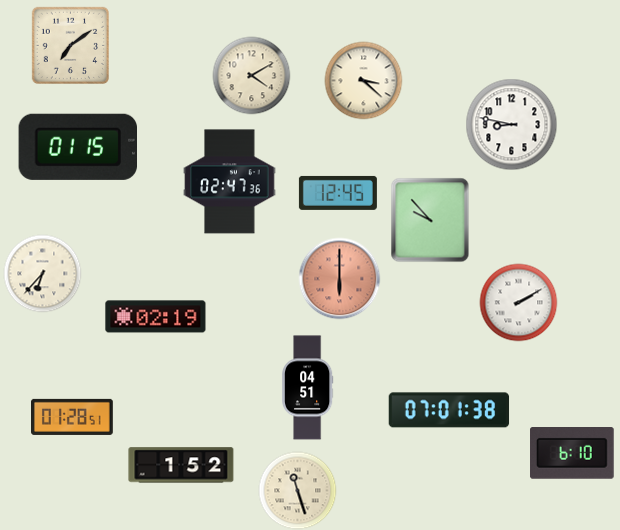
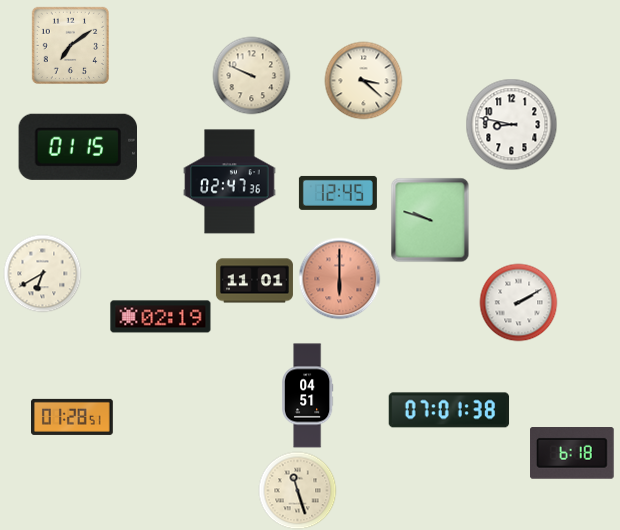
clock at (251, 75): 4:10 -> 9:49
clock at (430, 220): 9:53 -> 9:48
clock at (42, 273): 6:37 -> 6:40
clock at (254, 281): none -> 11:01
clock at (156, 317) position: (156, 317) -> (161, 317)
clock at (307, 388) position: (307, 388) -> (307, 396)
clock at (573, 454): 6:10 -> 6:18
clock at (181, 465): 1:52 -> none
